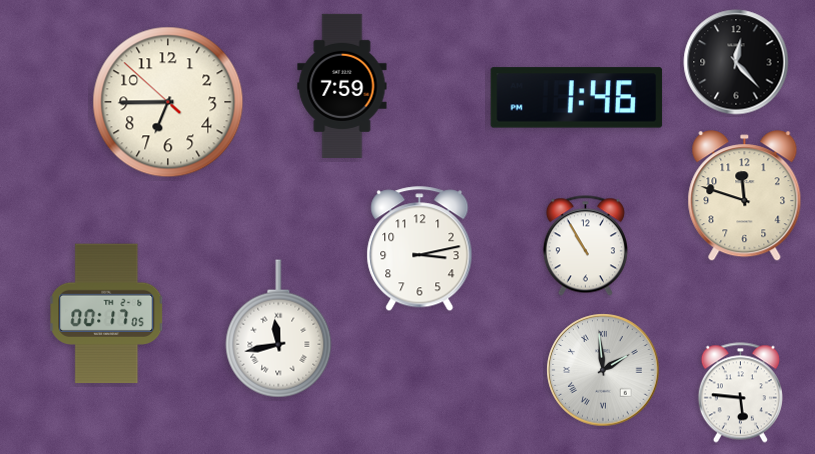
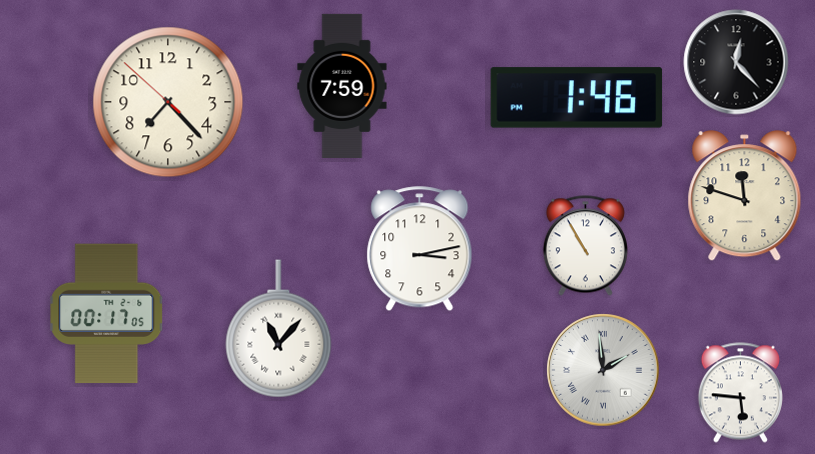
clock at (168, 102): 6:44 -> 7:22
clock at (279, 329): 11:43 -> 11:07
